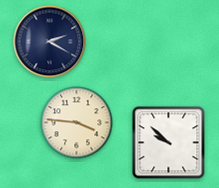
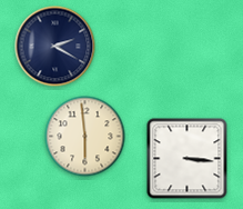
clock at (77, 123): 3:46 -> 5:59
clock at (169, 143): 9:52 -> 3:16
